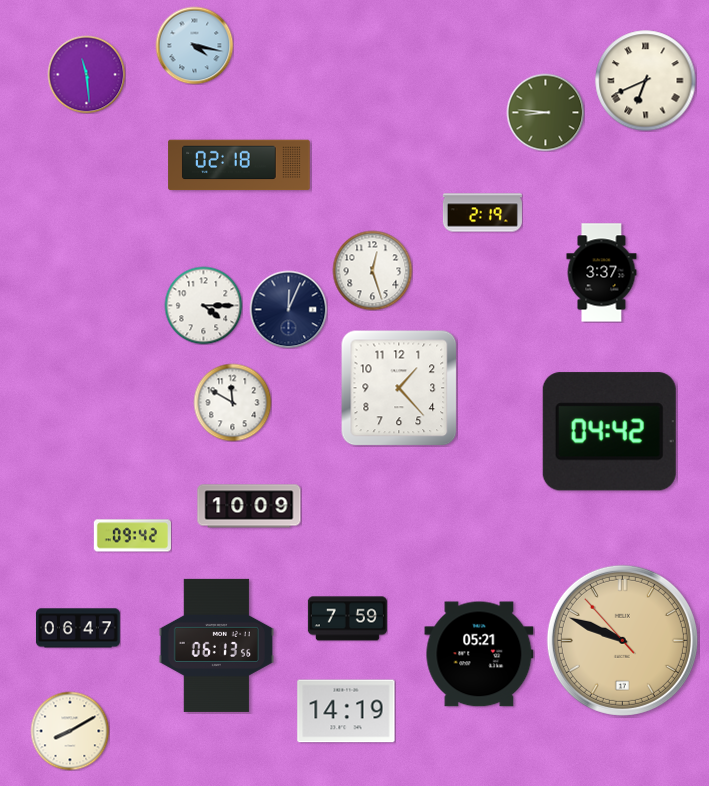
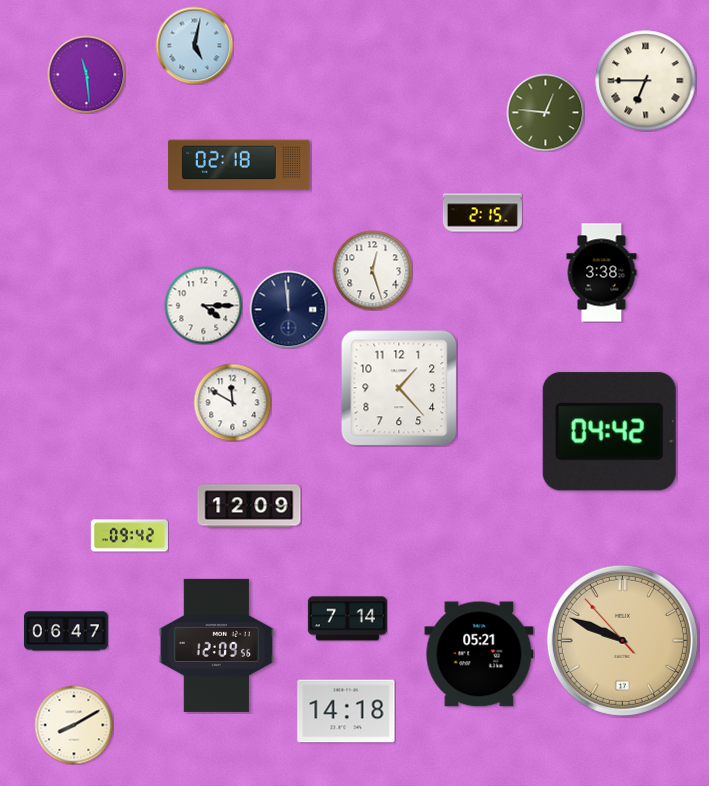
clock at (194, 45): 4:17 -> 5:02
clock at (646, 81): 6:41 -> 6:45
clock at (545, 112): 8:46 -> 12:46
clock at (482, 213): 2:19 -> 2:15
clock at (602, 273): 3:37 -> 3:38
clock at (288, 309): 12:04 -> 11:59
clock at (249, 506): 10:09 -> 12:09
clock at (132, 536) position: (132, 536) -> (129, 536)
clock at (347, 619): 7:59 -> 7:14
clock at (78, 628) position: (78, 628) -> (66, 631)
clock at (216, 645): 06:13 -> 12:09
clock at (346, 711): 14:19 -> 14:18
clock at (70, 731) position: (70, 731) -> (74, 725)
